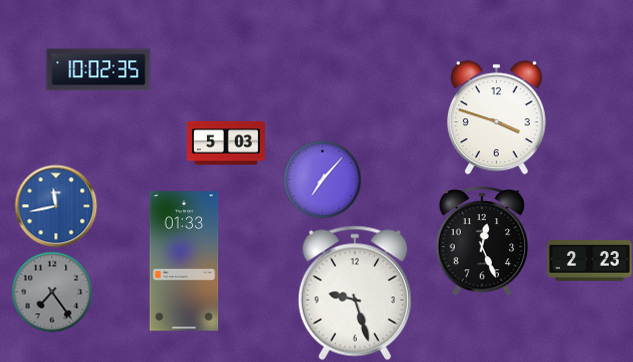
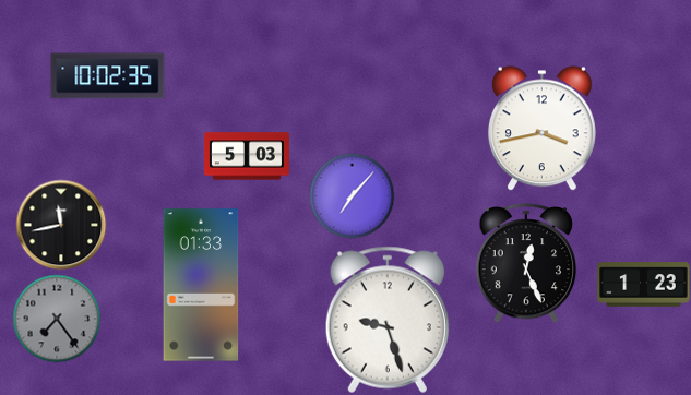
clock at (496, 118): 3:48 -> 3:43
clock at (56, 206) dial: blue -> black
clock at (590, 261): 2:23 -> 1:23
